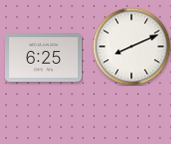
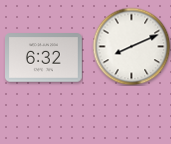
clock at (44, 58): 6:25 -> 6:32
